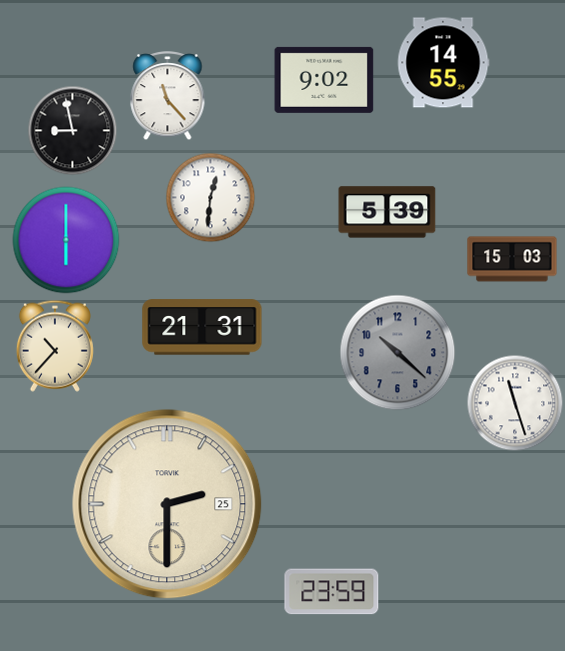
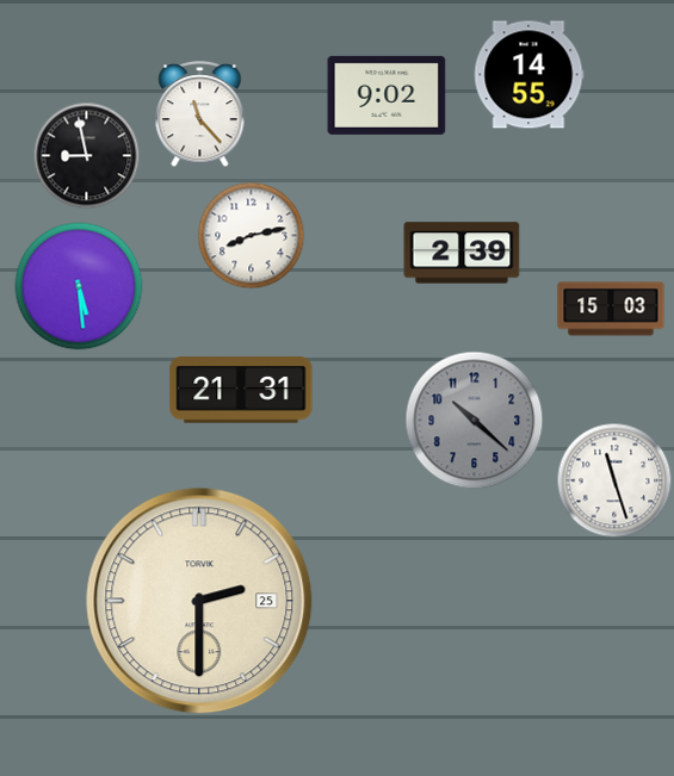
clock at (211, 198): 12:31 -> 8:13
clock at (387, 212): 5:39 -> 2:39
clock at (66, 240): 6:00 -> 5:29
clock at (55, 346): 10:37 -> none
clock at (332, 592): 23:59 -> none
